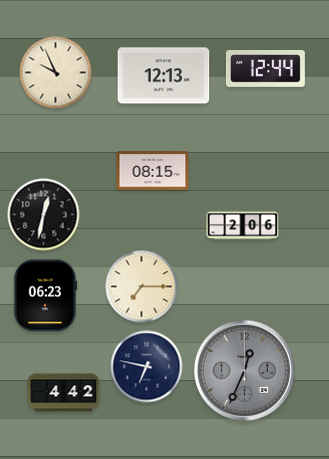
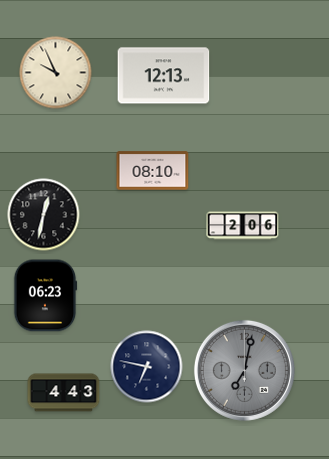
clock at (265, 69): 12:44 -> none
clock at (153, 171): 08:15 -> 08:10
clock at (142, 287): 7:15 -> none
clock at (244, 370): 12:34 -> 7:02
clock at (64, 393): 4:42 -> 4:43
